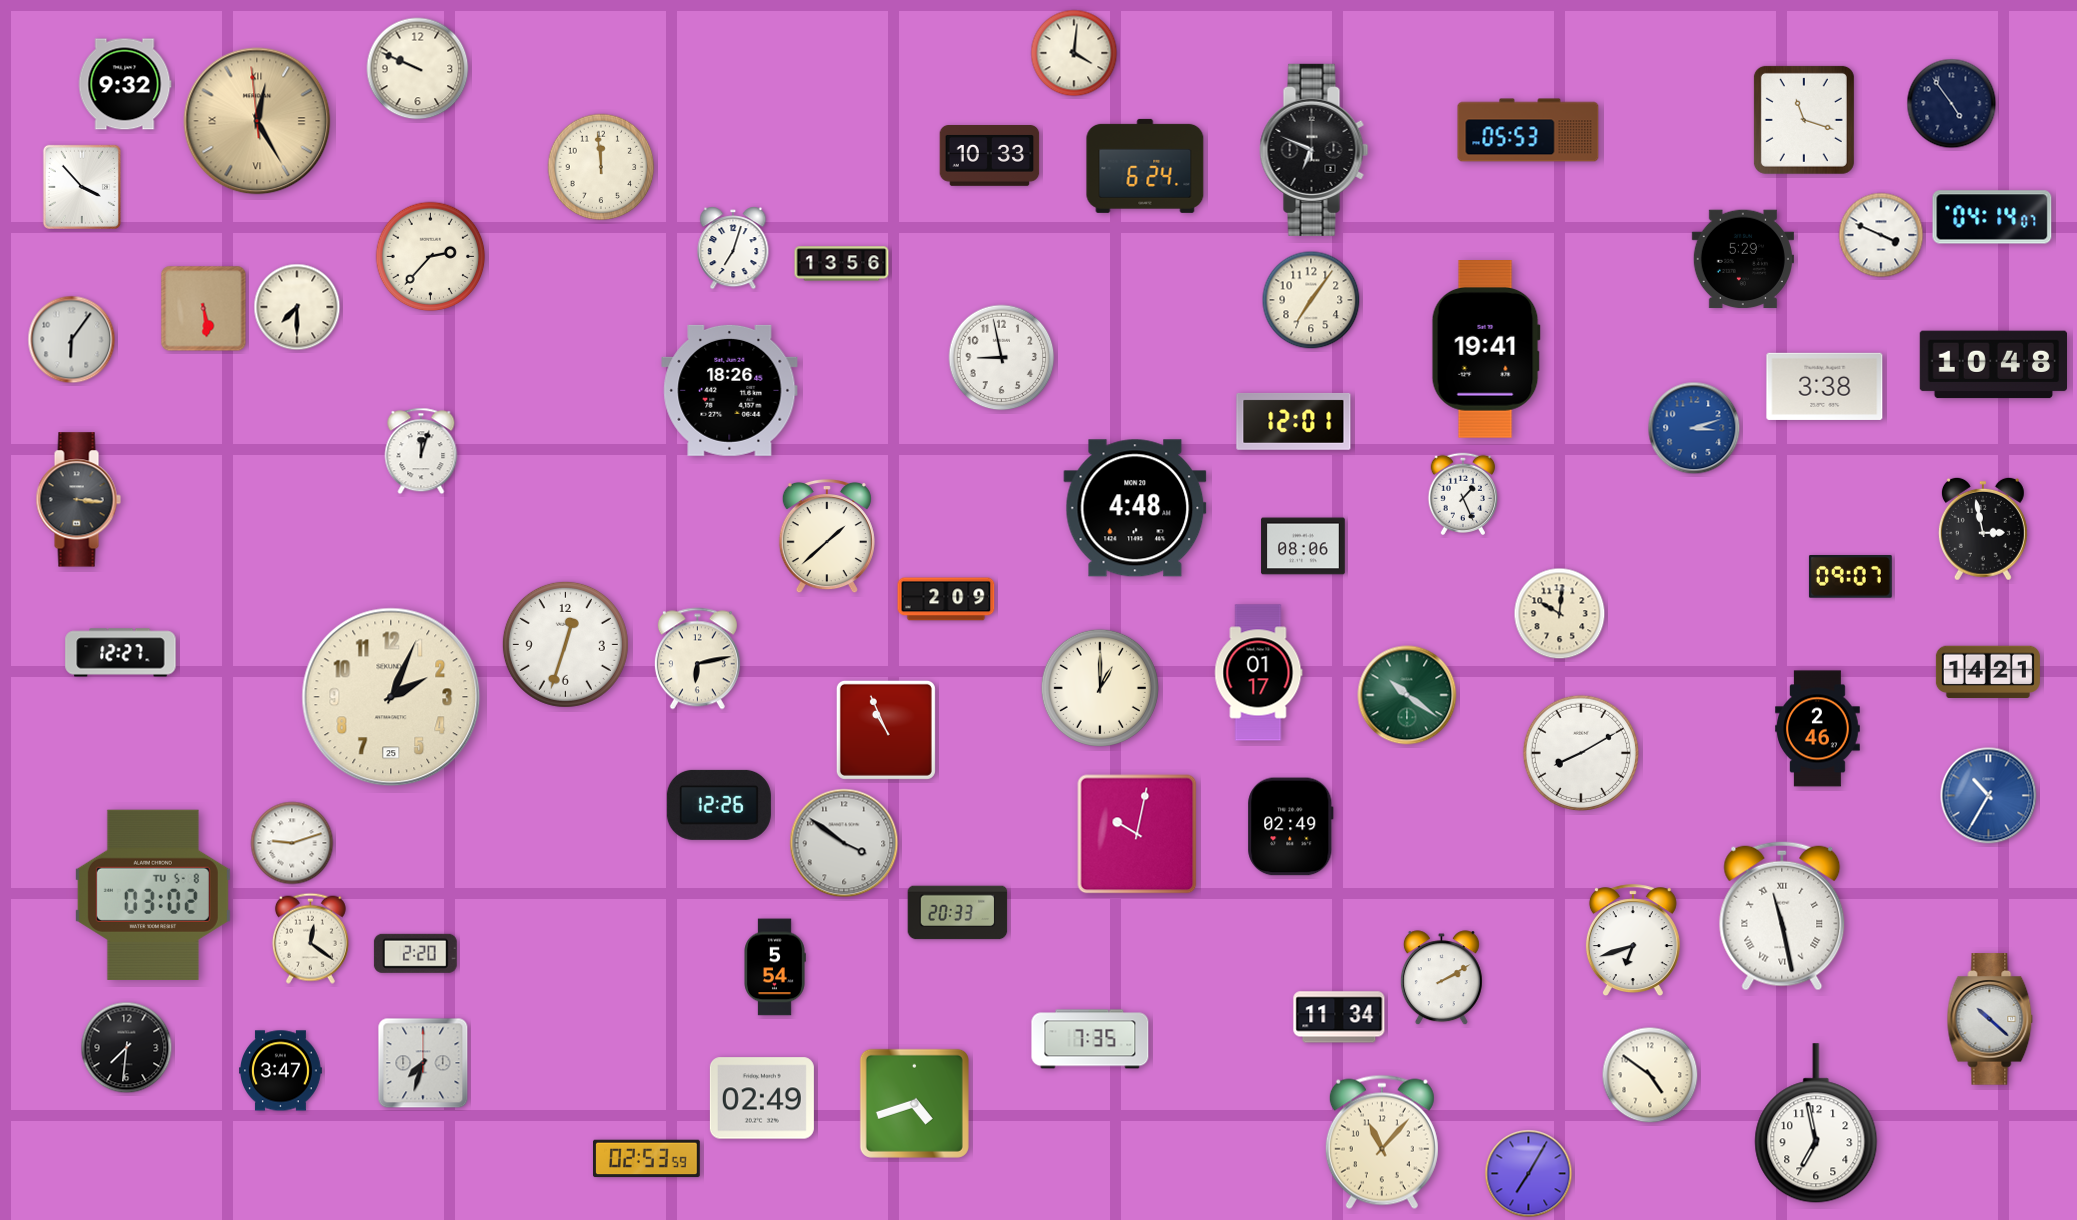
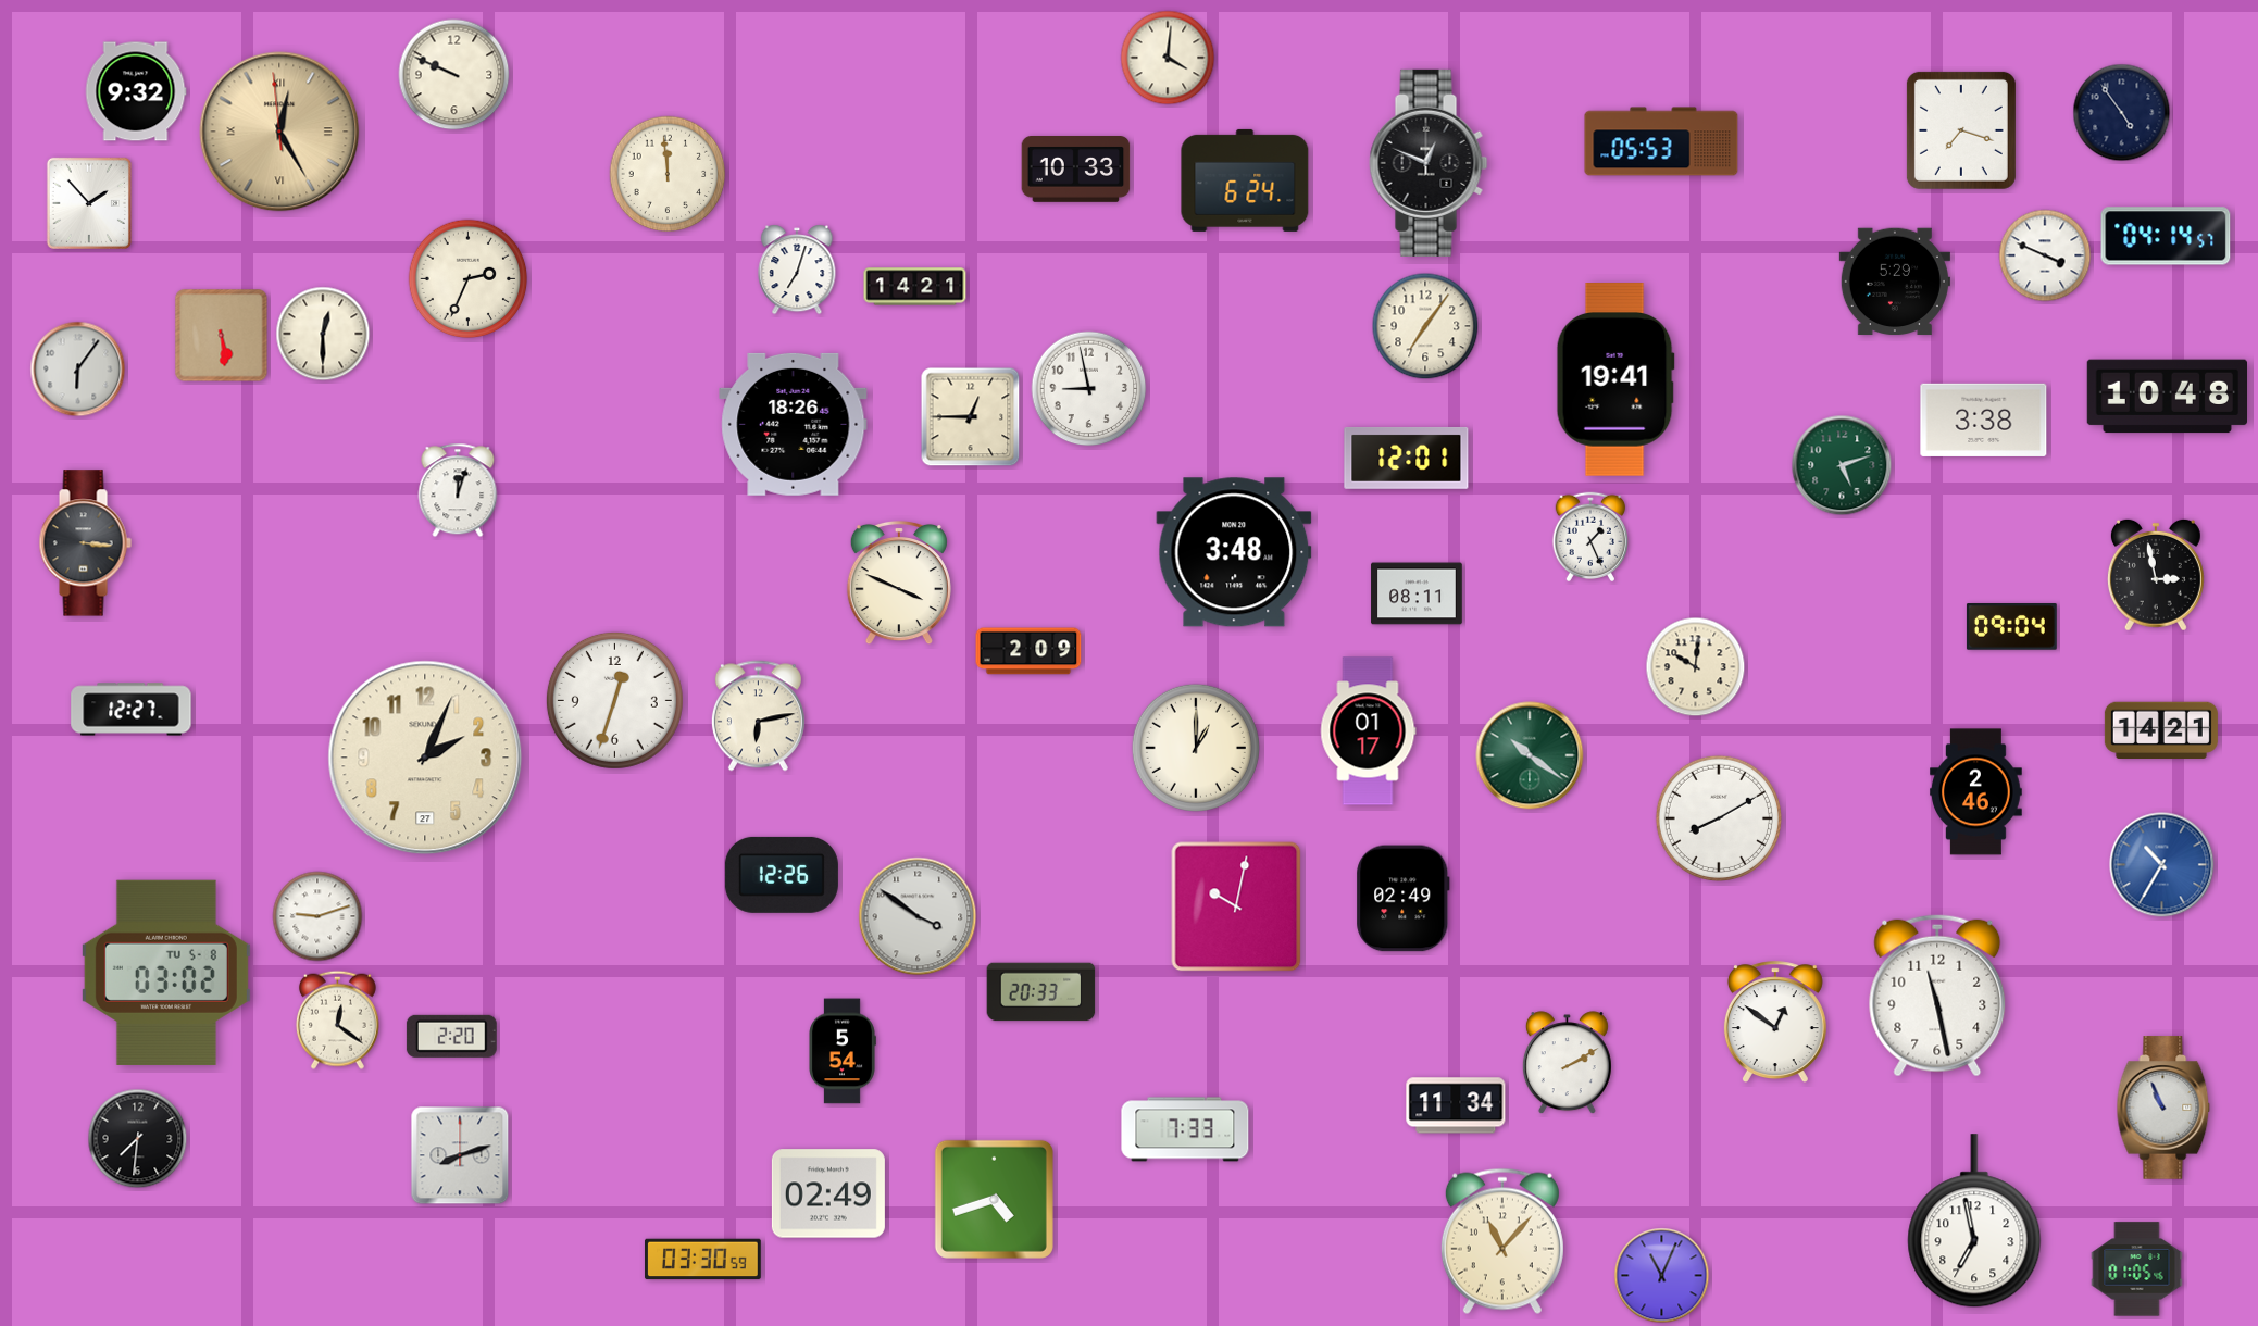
clock at (1804, 120): 11:18 -> 7:18
clock at (1314, 150): 6:49 -> 12:49
clock at (601, 167) position: (601, 167) -> (668, 174)
clock at (82, 187): 3:53 -> 1:53
clock at (1992, 217): 04:14:07 -> 04:14:57
clock at (431, 257): 2:37 -> 2:34
clock at (842, 264): 13:56 -> 14:21
clock at (297, 307): 7:30 -> 12:30
clock at (971, 417): none -> 12:45
clock at (1694, 428): 3:12 -> 5:12
clock at (1694, 428) dial: blue -> green
clock at (1135, 508): 4:48 -> 3:48
clock at (827, 536): 1:38 -> 3:49
clock at (1303, 546): 08:06 -> 08:11
clock at (1850, 577): 09:07 -> 09:04
clock at (391, 697) date: 25 -> 27
clock at (886, 730): 10:56 -> none
clock at (1782, 916) numerals: Roman -> Arabic
clock at (1633, 941): 6:42 -> 12:51
clock at (1990, 1019): 10:22 -> 10:56
clock at (1090, 1039): 7:35 -> 7:33
clock at (423, 1063): 7:33 -> 8:12
clock at (281, 1071): 3:47 -> none
clock at (1650, 1075): 4:51 -> none
clock at (647, 1159): 02:53 -> 03:30
clock at (2137, 1269): none -> 01:05
clock at (1529, 1174): 7:05 -> 11:04
